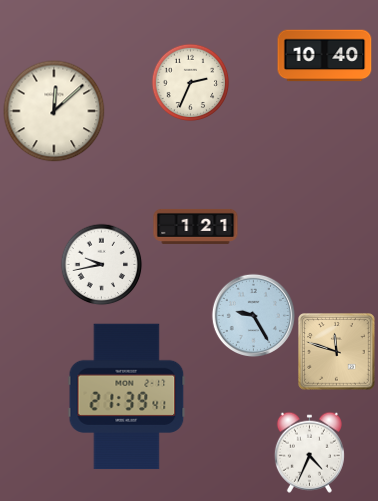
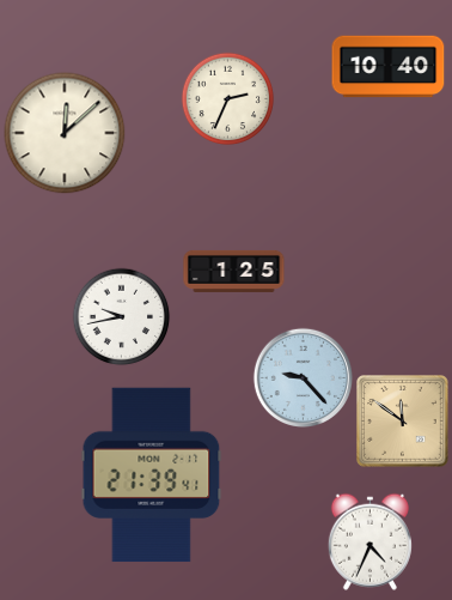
clock at (196, 226): 1:21 -> 1:25
clock at (253, 315): 9:25 -> 9:23
clock at (337, 352): 11:48 -> 11:51
